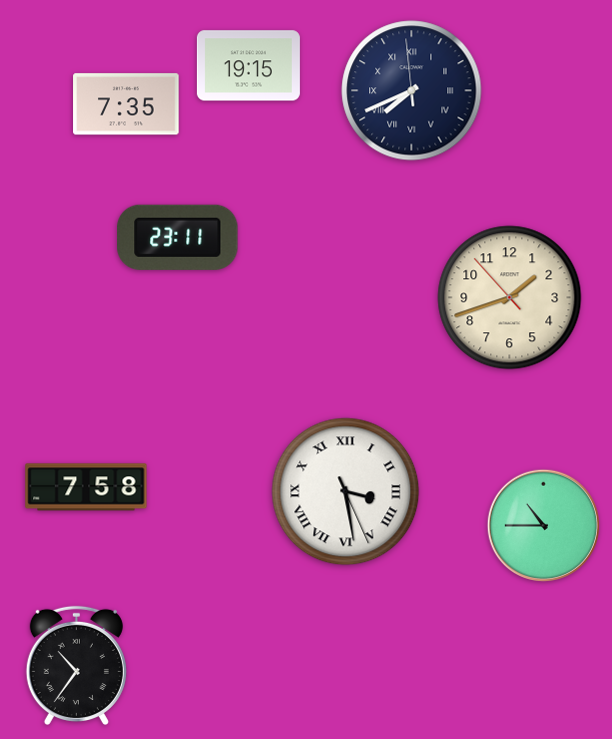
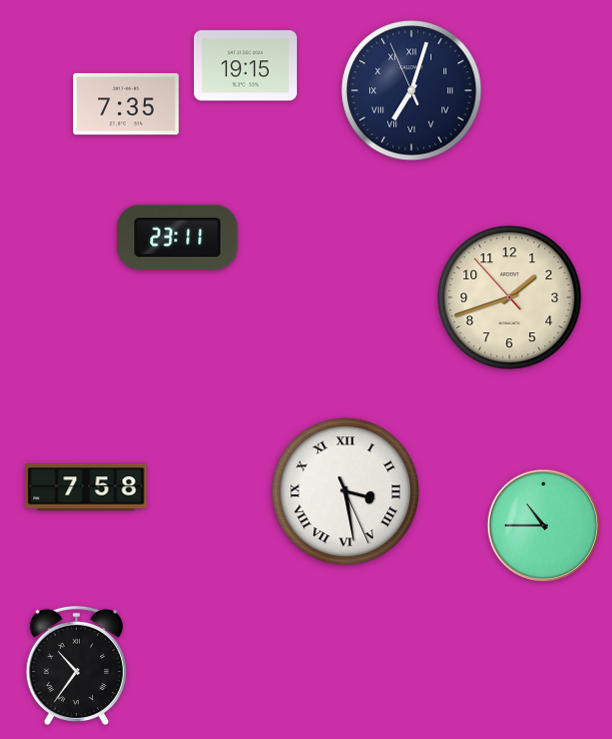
clock at (248, 66) position: (248, 66) -> (245, 66)
clock at (412, 91): 7:40 -> 7:02
